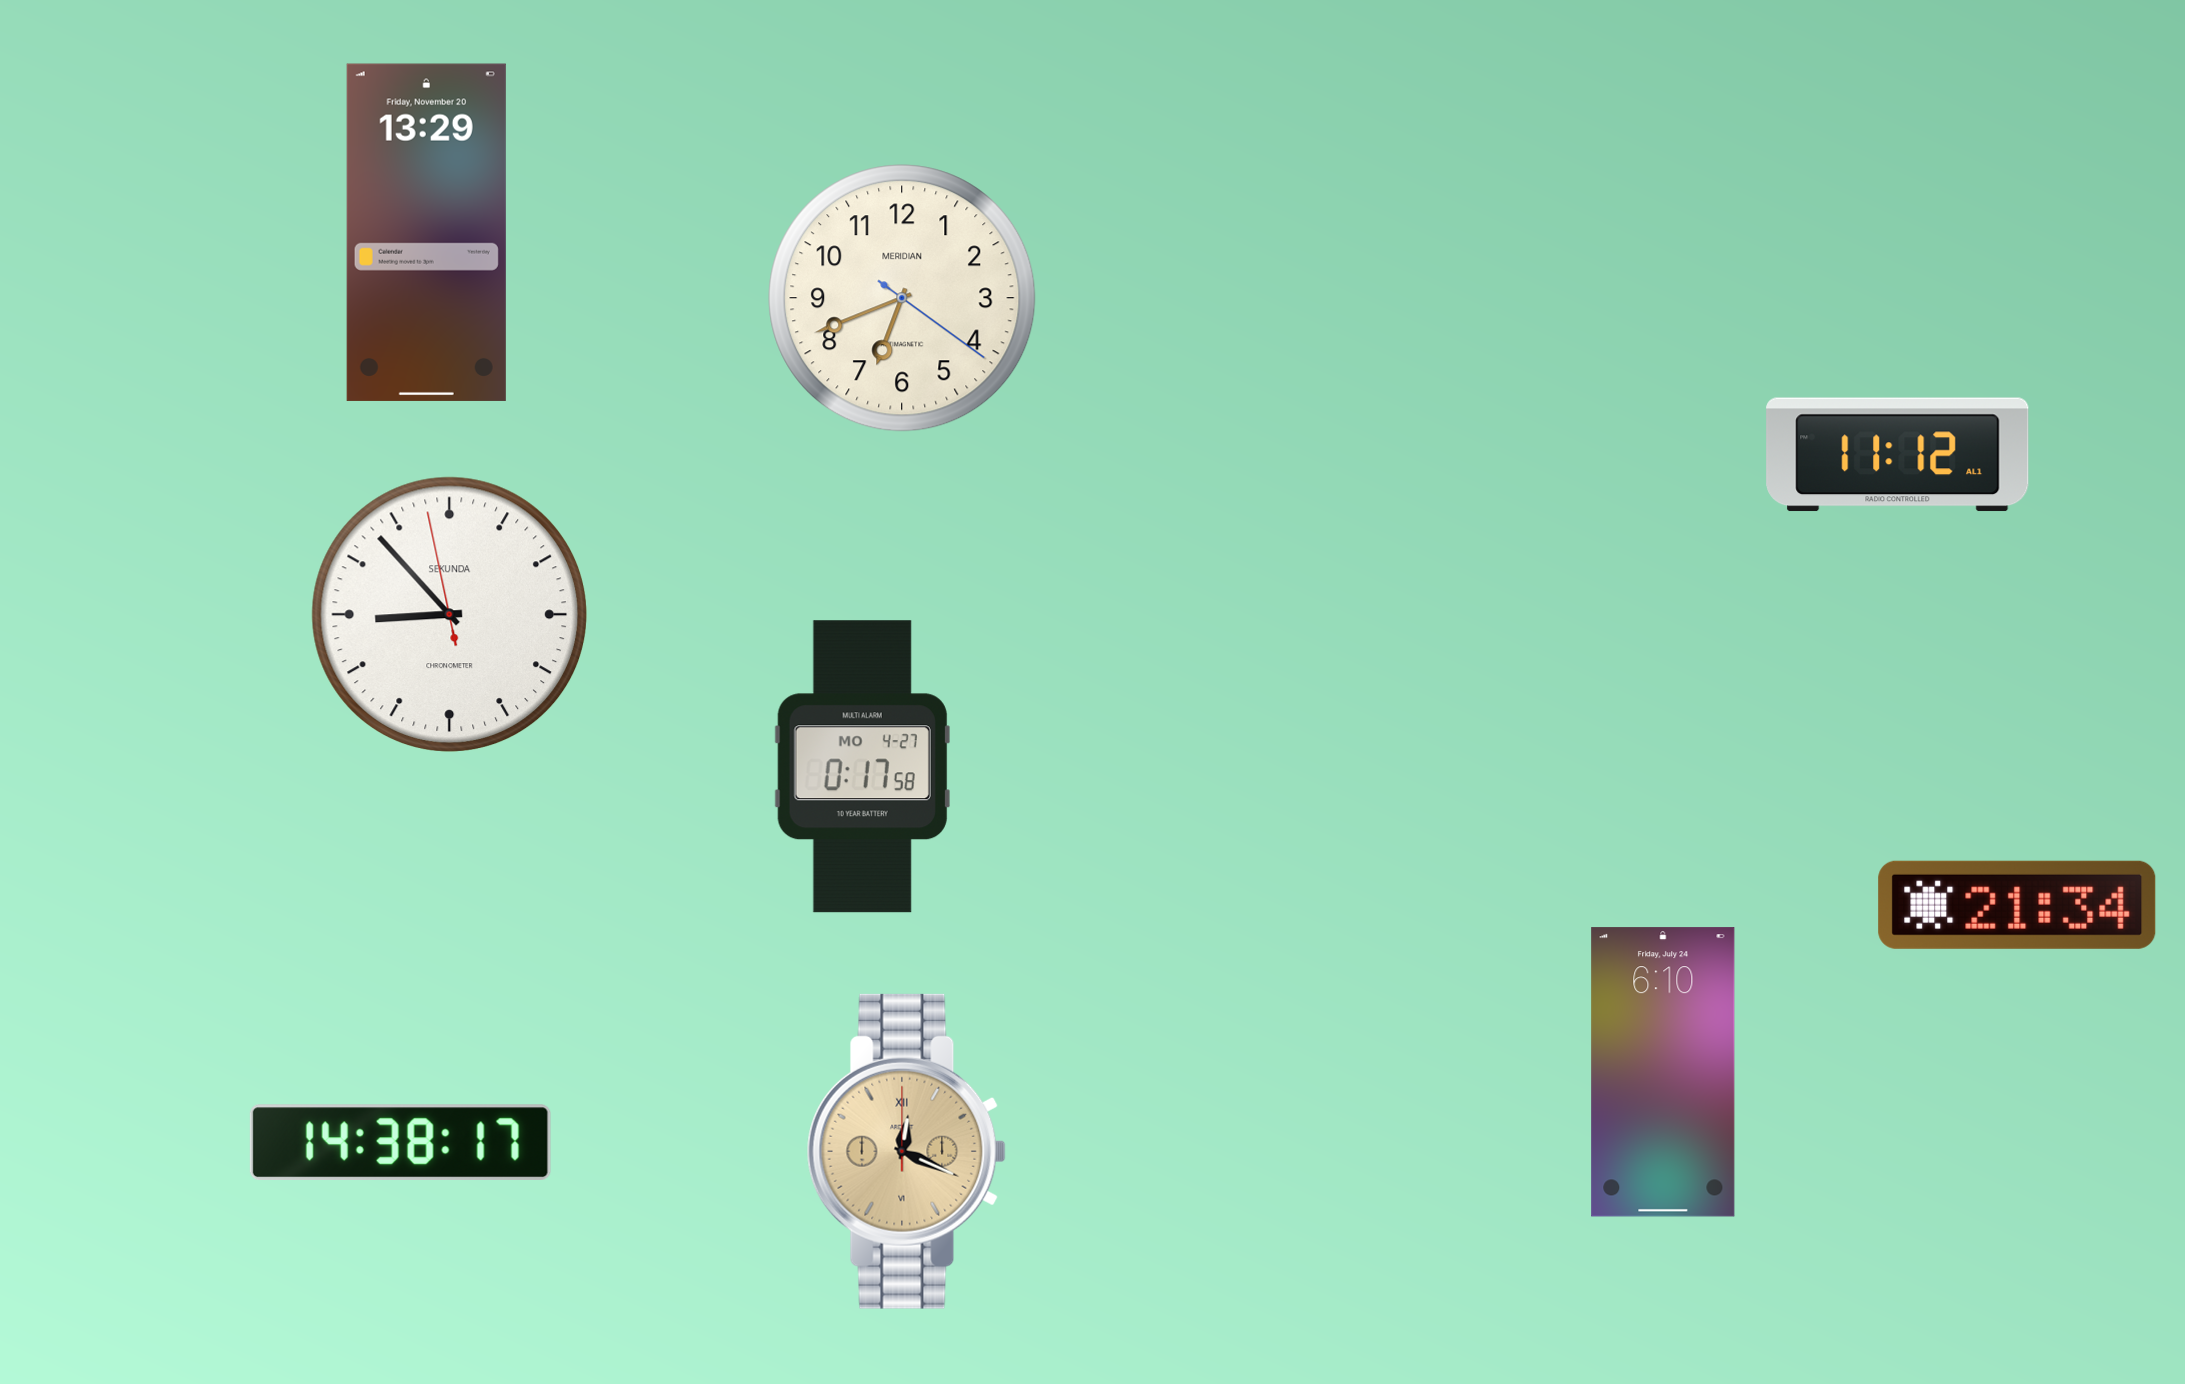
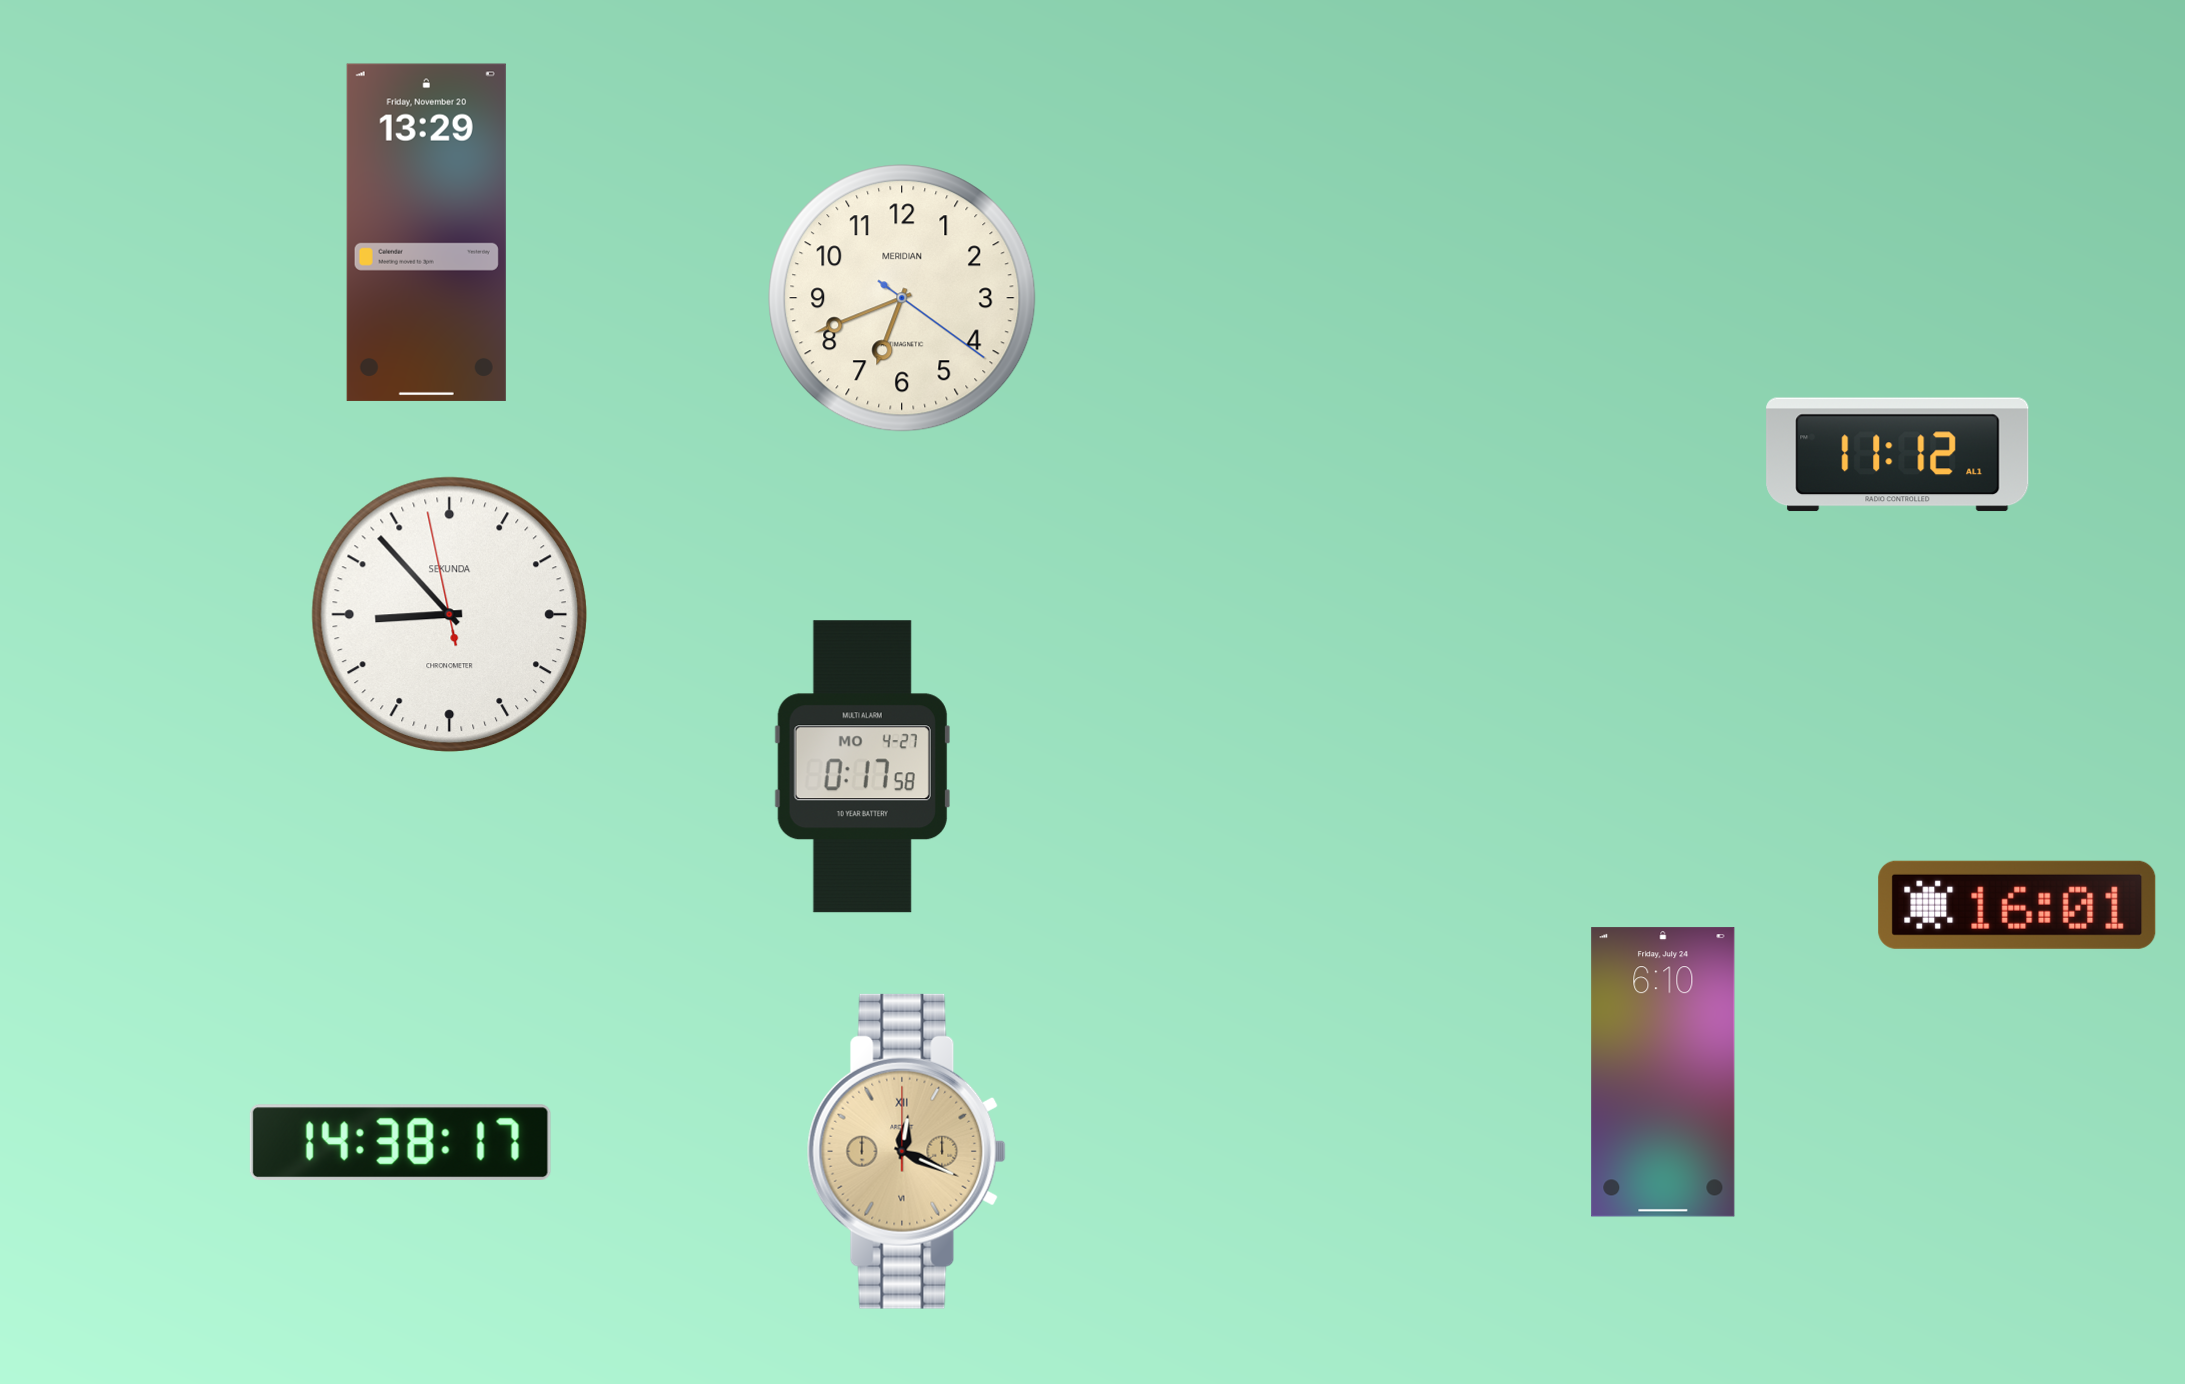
clock at (2017, 905): 21:34 -> 16:01
